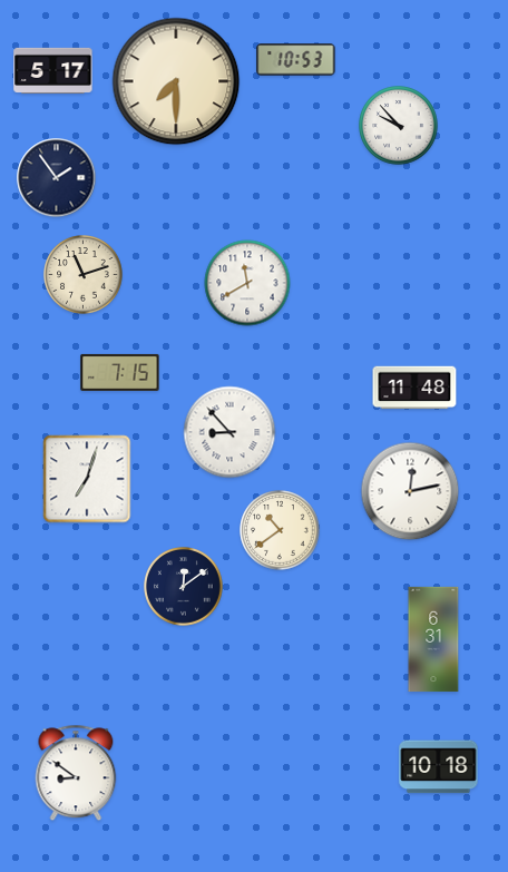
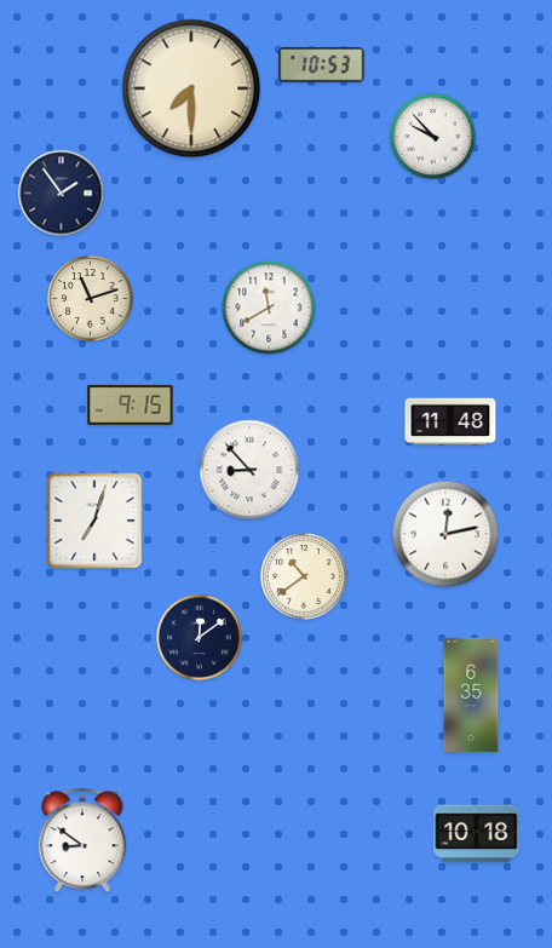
clock at (53, 70): 5:17 -> none
clock at (120, 372): 7:15 -> 9:15
clock at (433, 639): 6:31 -> 6:35
